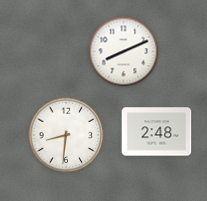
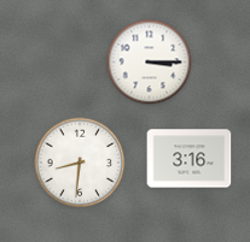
clock at (124, 52): 8:11 -> 3:15
clock at (157, 132): 2:48 -> 3:16
